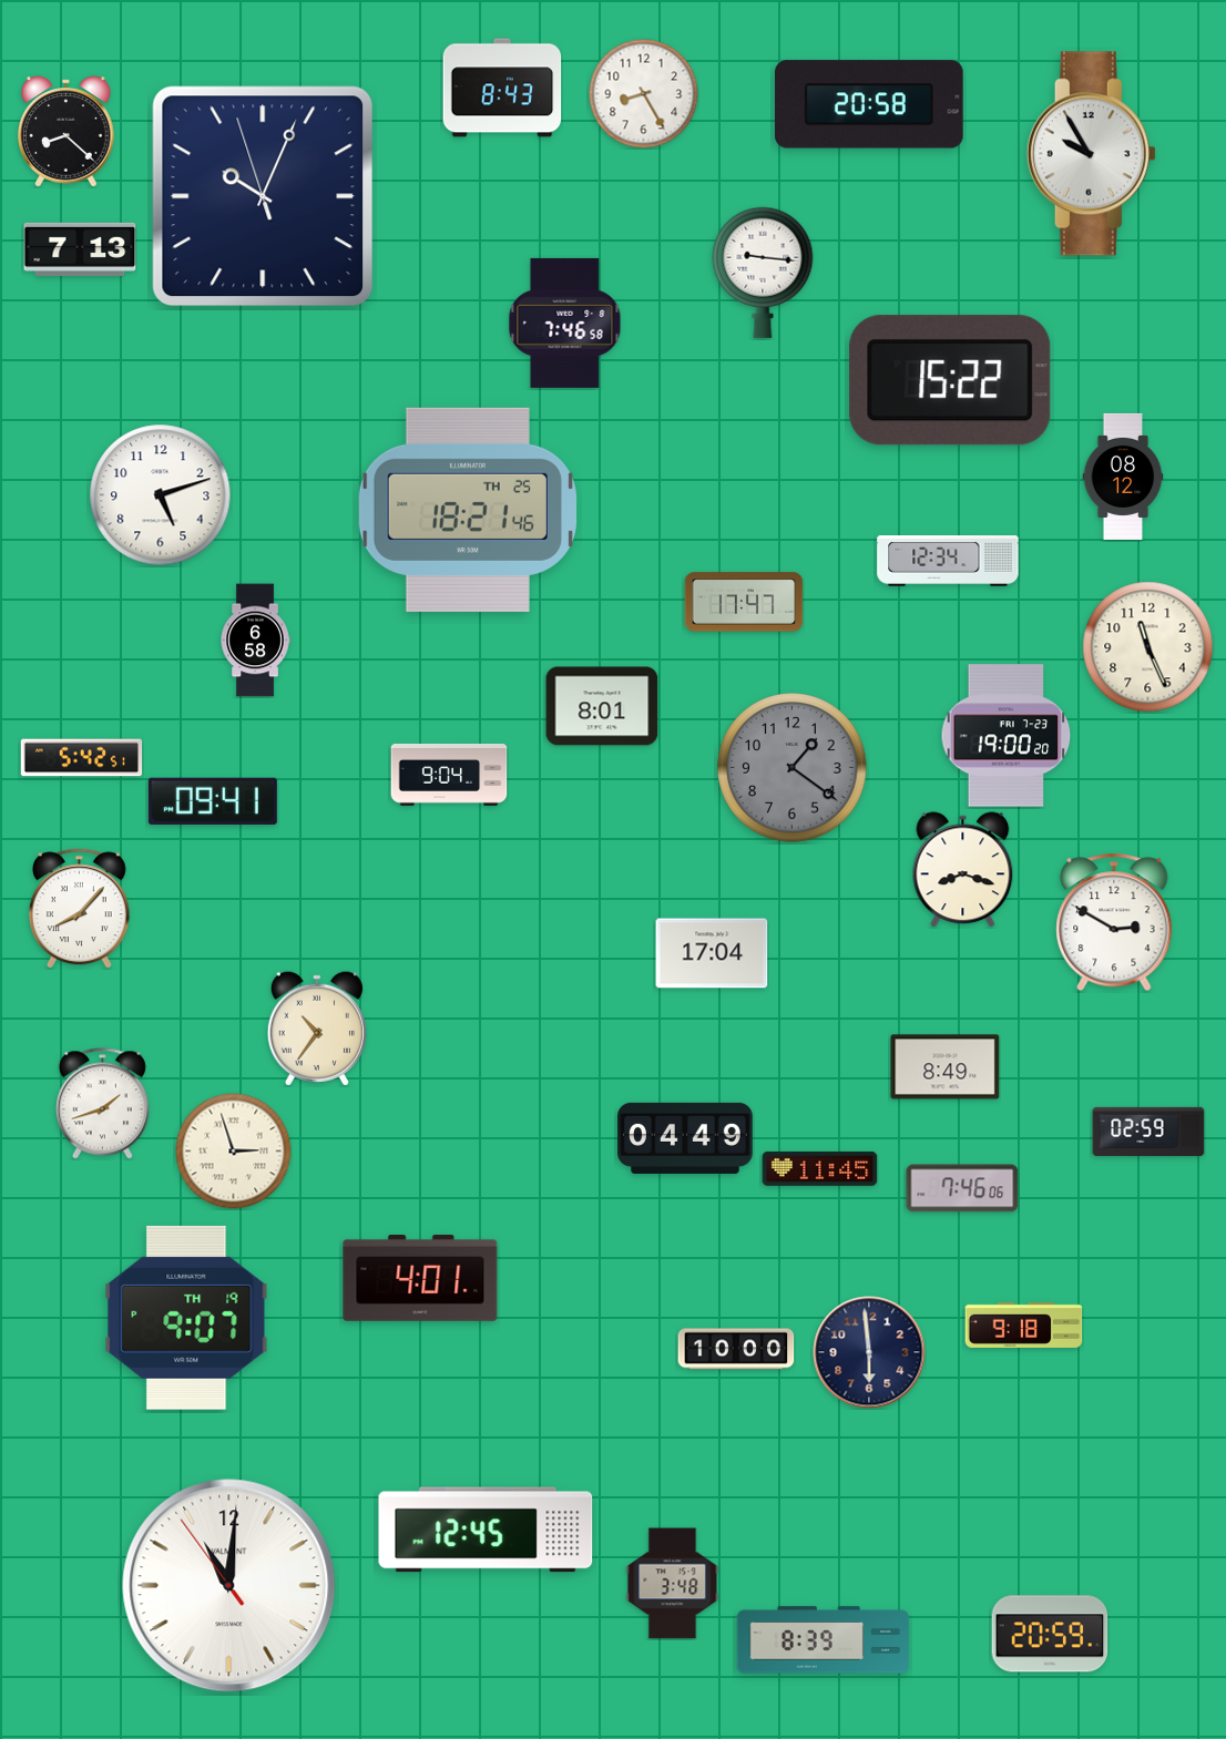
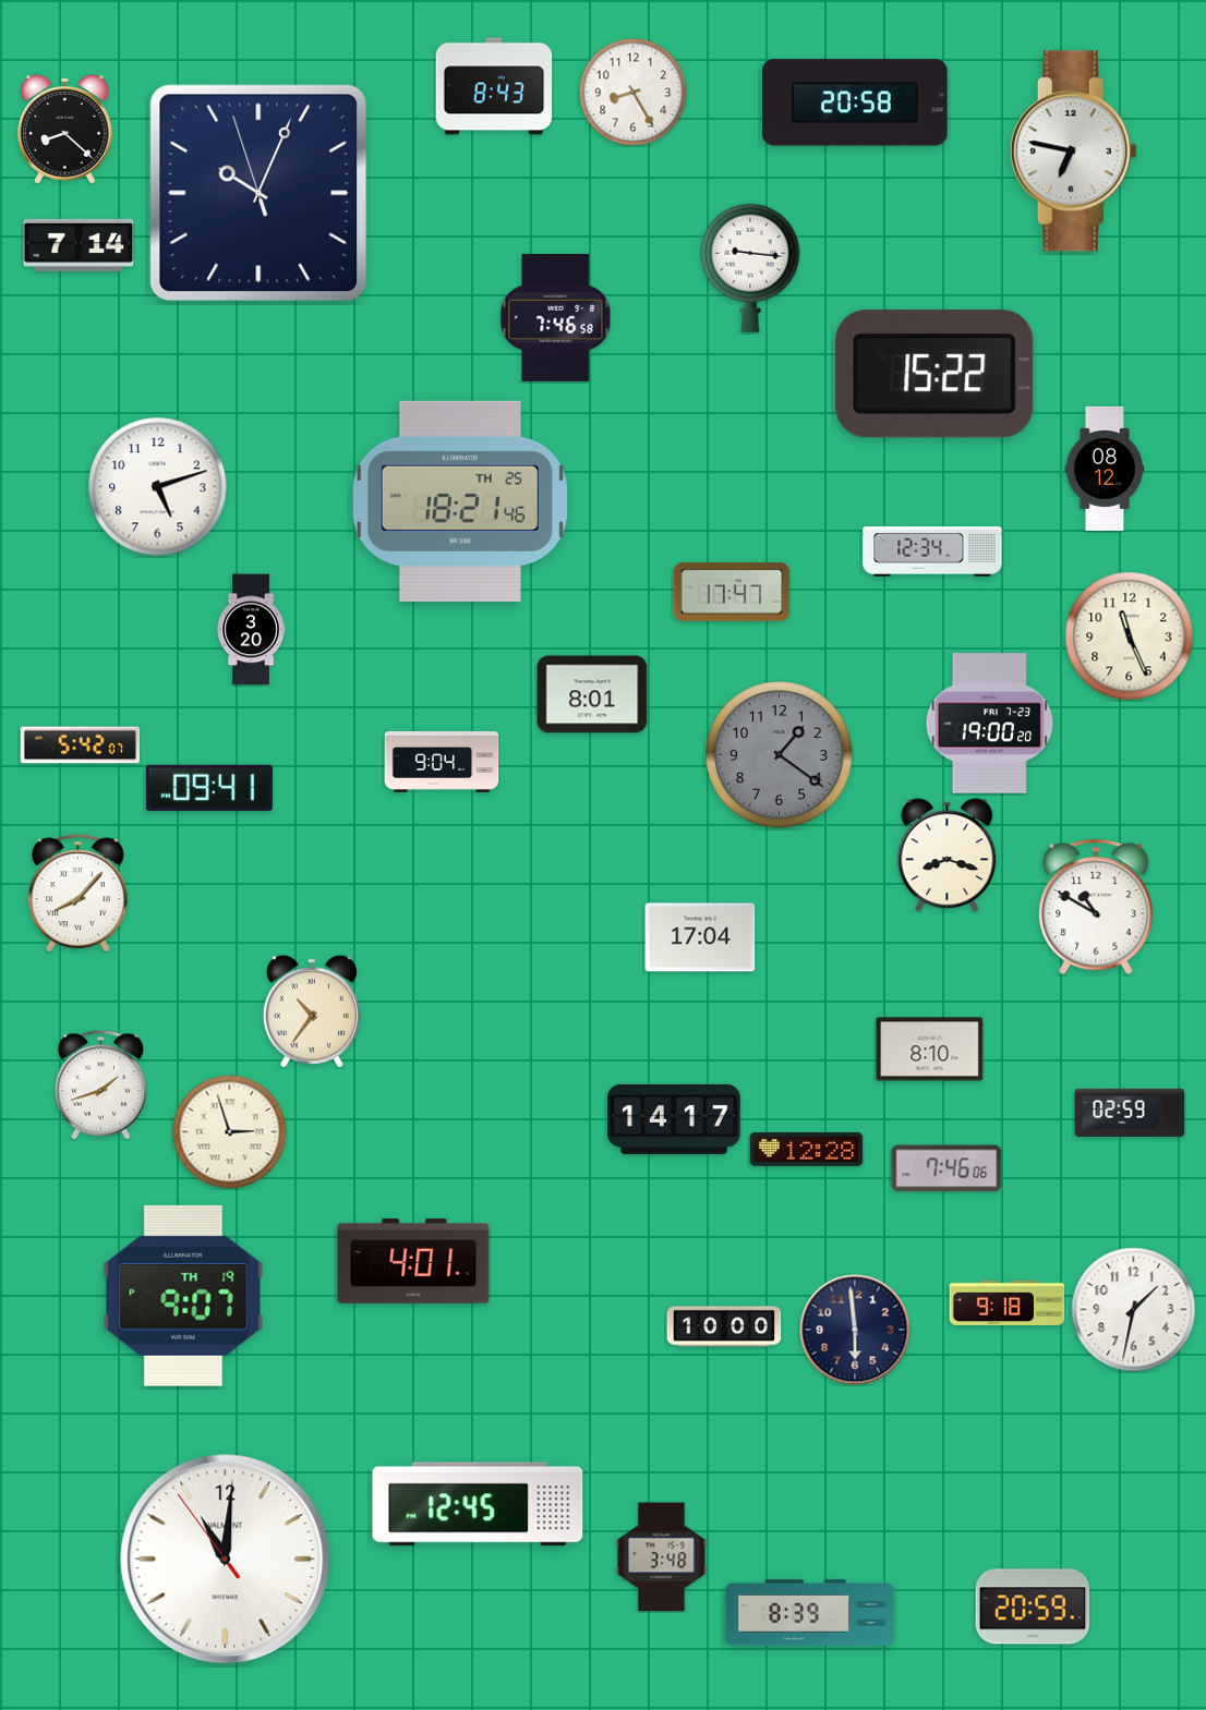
clock at (1091, 154): 9:55 -> 6:47
clock at (80, 249): 7:13 -> 7:14
clock at (255, 641): 6:58 -> 3:20
clock at (82, 758): 5:42:51 -> 5:42:07
clock at (1114, 922): 2:50 -> 10:50
clock at (946, 1067): 8:49 -> 8:10
clock at (685, 1138): 04:49 -> 14:17
clock at (820, 1168): 11:45 -> 12:28
clock at (420, 1279) position: (420, 1279) -> (413, 1262)
clock at (1134, 1310): none -> 1:32
